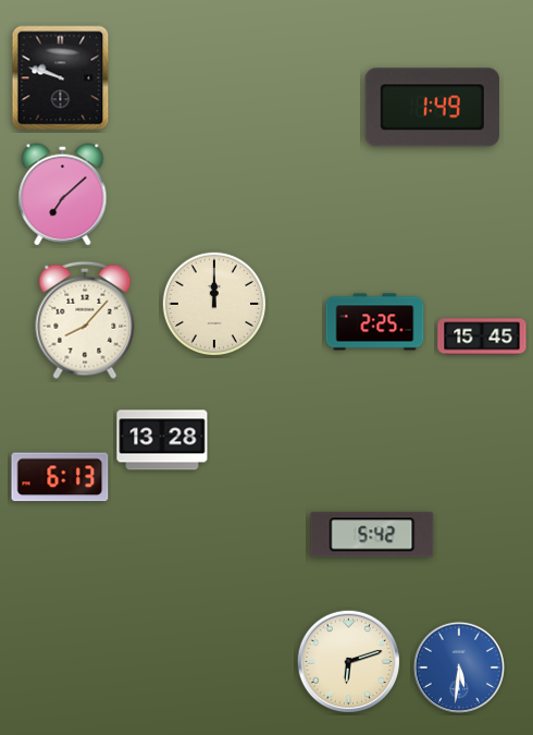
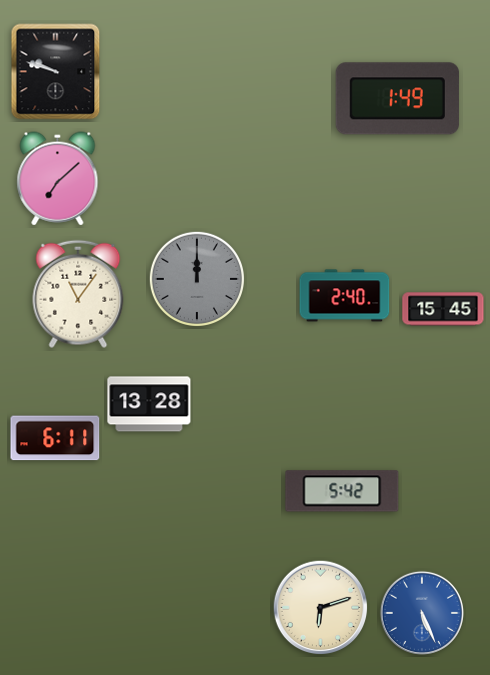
clock at (213, 303) dial: cream -> grey
clock at (85, 320): 8:07 -> 11:06
clock at (375, 322): 2:25 -> 2:40
clock at (60, 477): 6:13 -> 6:11
clock at (458, 666): 5:31 -> 5:26
